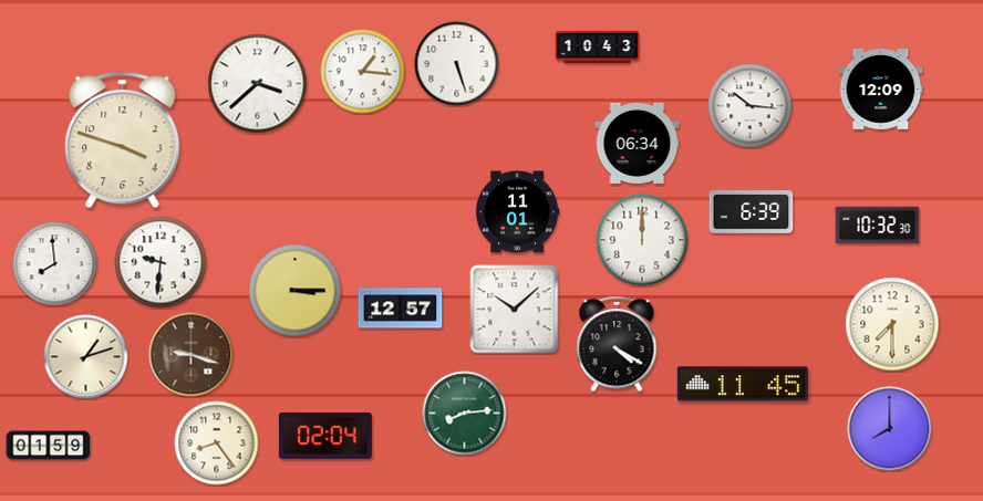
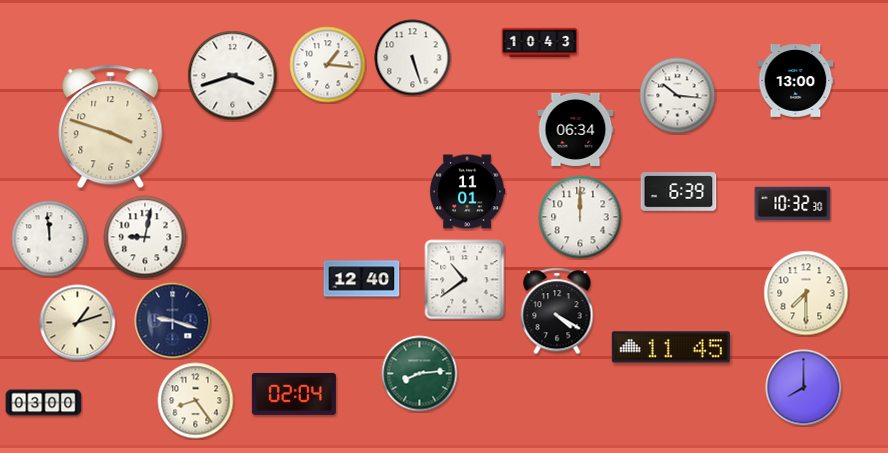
clock at (258, 84): 3:38 -> 3:42
clock at (881, 90): 12:09 -> 13:00
clock at (161, 262): 9:31 -> 9:02
clock at (55, 264): 7:59 -> 11:59
clock at (296, 291): 3:15 -> none
clock at (401, 309): 12:57 -> 12:40
clock at (515, 310): 10:08 -> 10:39
clock at (192, 355) dial: brown -> navy
clock at (49, 446): 01:59 -> 03:00
